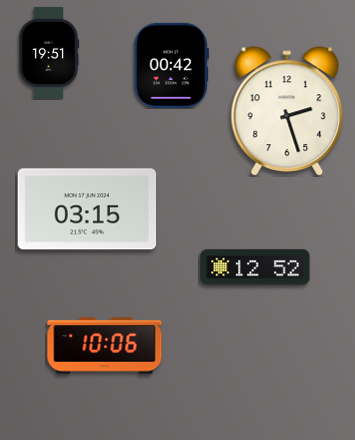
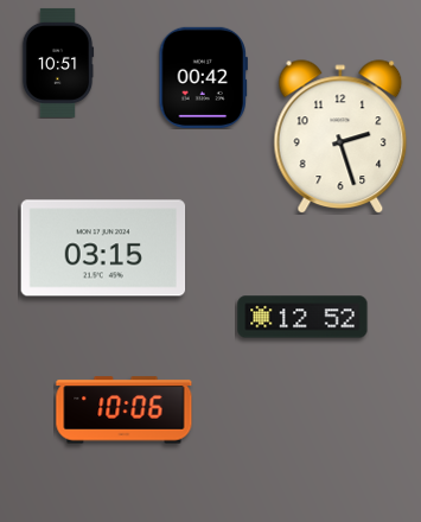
clock at (49, 53): 19:51 -> 10:51
clock at (287, 111) position: (287, 111) -> (340, 136)
